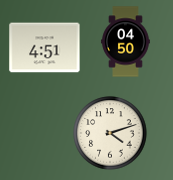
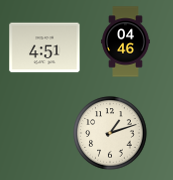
clock at (126, 42): 04:50 -> 04:46
clock at (110, 133): 4:12 -> 1:12
